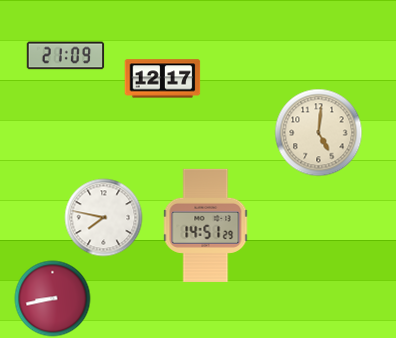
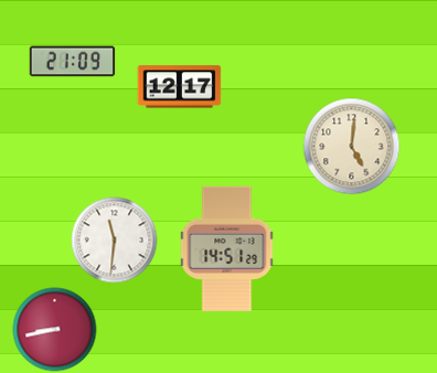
clock at (104, 218): 7:47 -> 11:31
clock at (53, 299) position: (53, 299) -> (55, 330)
